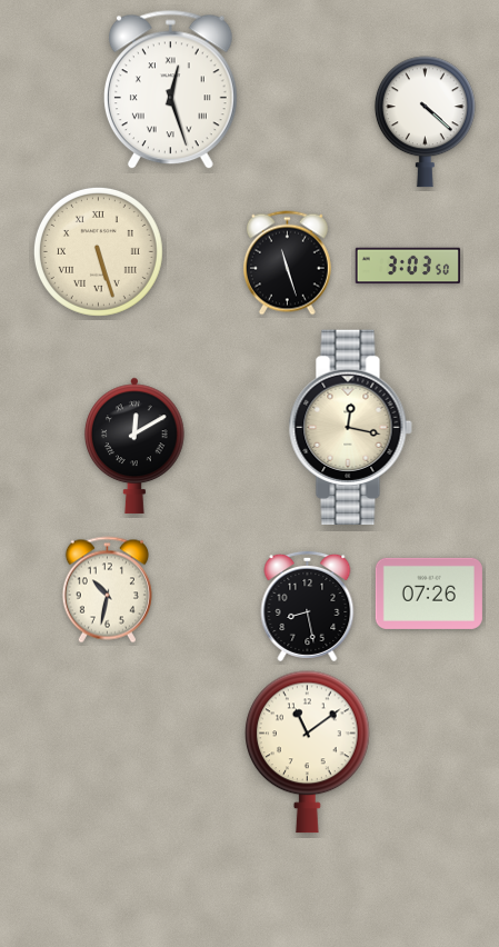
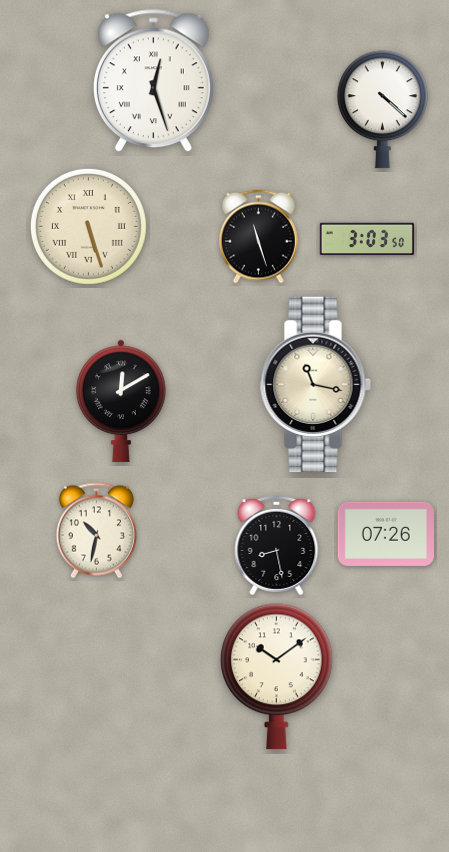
clock at (350, 427): 12:17 -> 11:17
clock at (308, 752): 11:09 -> 10:09
